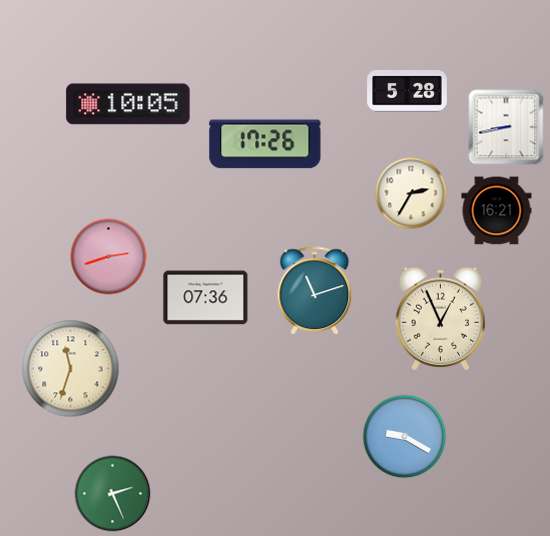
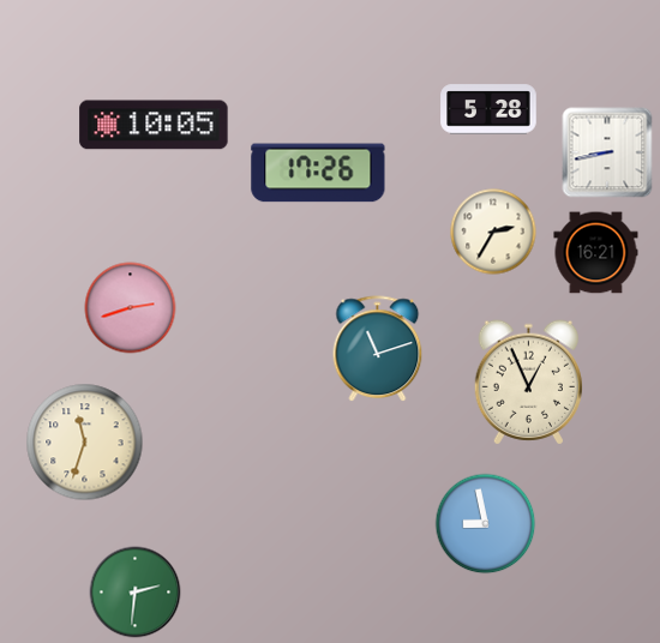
clock at (206, 298): 07:36 -> none
clock at (405, 437): 9:20 -> 8:58
clock at (113, 494): 2:26 -> 2:31
